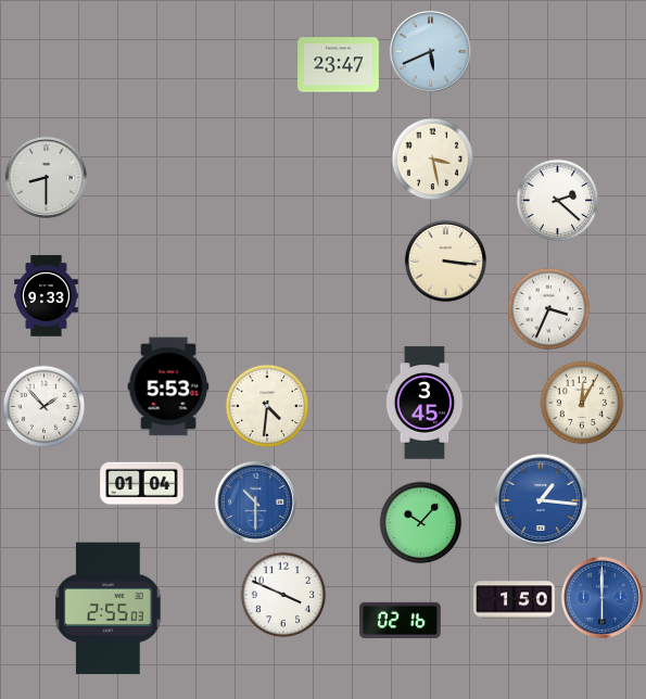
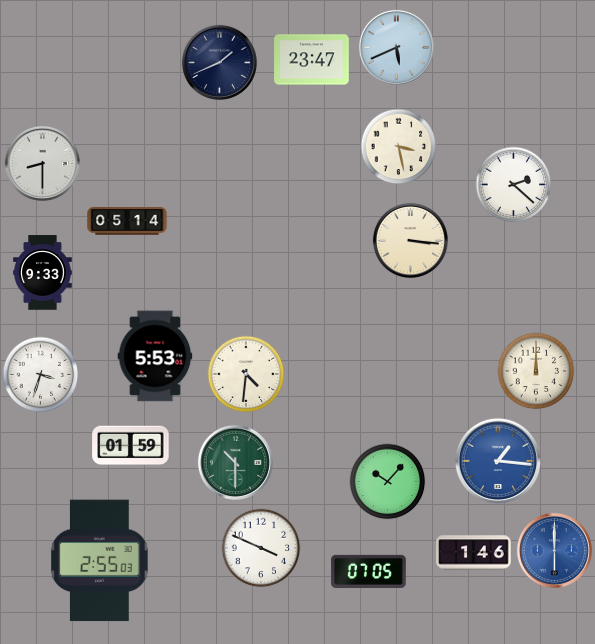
clock at (219, 62): none -> 1:41
clock at (127, 221): none -> 05:14
clock at (549, 309): 3:34 -> none
clock at (425, 403): 3:45 -> none
clock at (582, 403): 12:05 -> 12:00
clock at (45, 407): 1:53 -> 3:33
clock at (142, 484): 01:04 -> 01:59
clock at (255, 501) dial: blue -> green
clock at (515, 600): 1:50 -> 1:46
clock at (401, 620): 02:16 -> 07:05
